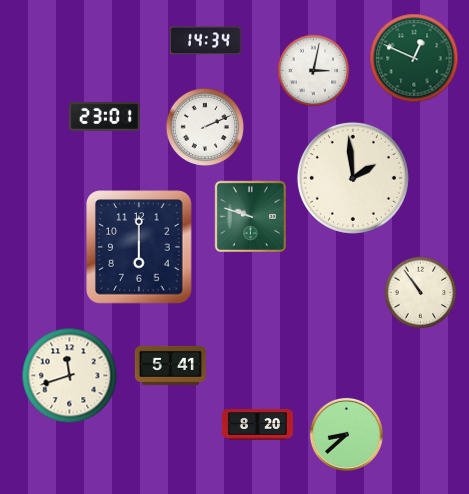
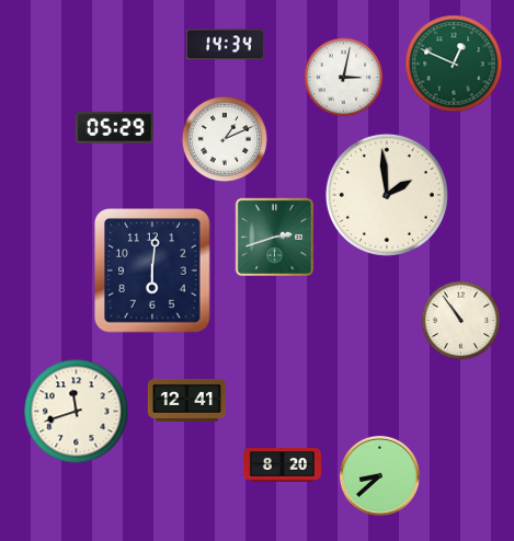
clock at (104, 116): 23:01 -> 05:29
clock at (205, 127): 2:11 -> 1:11
clock at (251, 217): 9:48 -> 2:42
clock at (139, 247): 6:00 -> 6:01
clock at (170, 365): 5:41 -> 12:41
